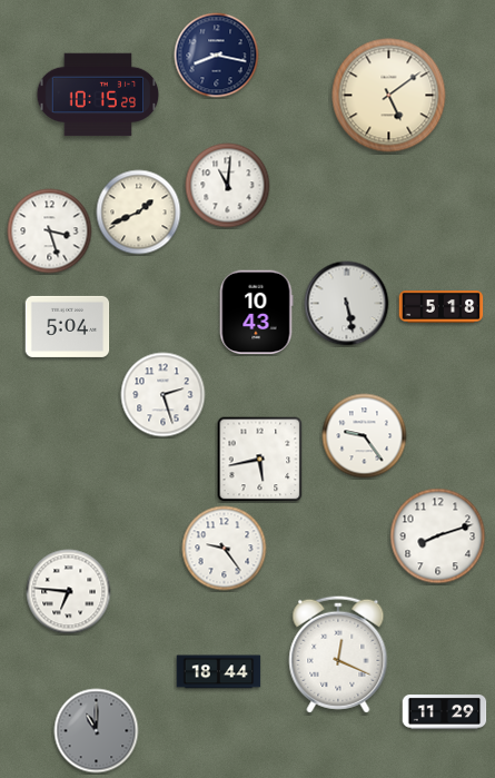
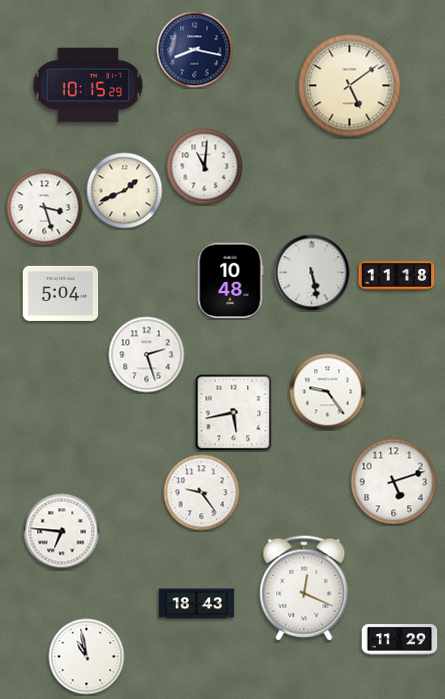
clock at (442, 307): 5:18 -> 11:18
clock at (256, 313): 10:43 -> 10:48
clock at (438, 536): 8:12 -> 5:12
clock at (219, 672): 18:44 -> 18:43
clock at (97, 731): 11:00 -> 10:58
clock at (97, 731) dial: grey -> white
